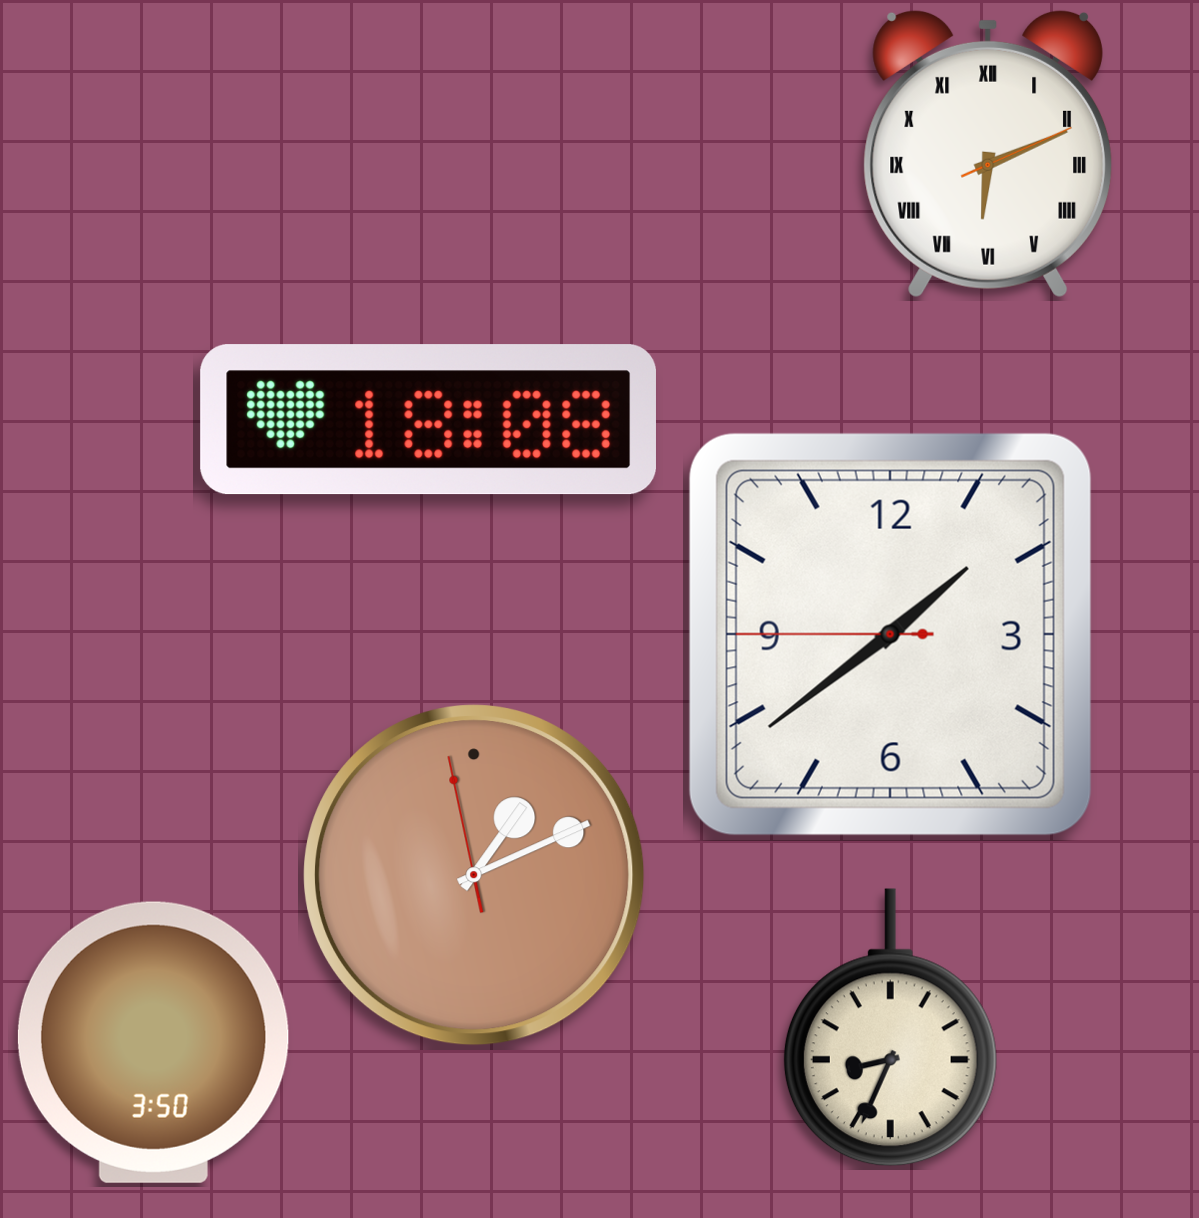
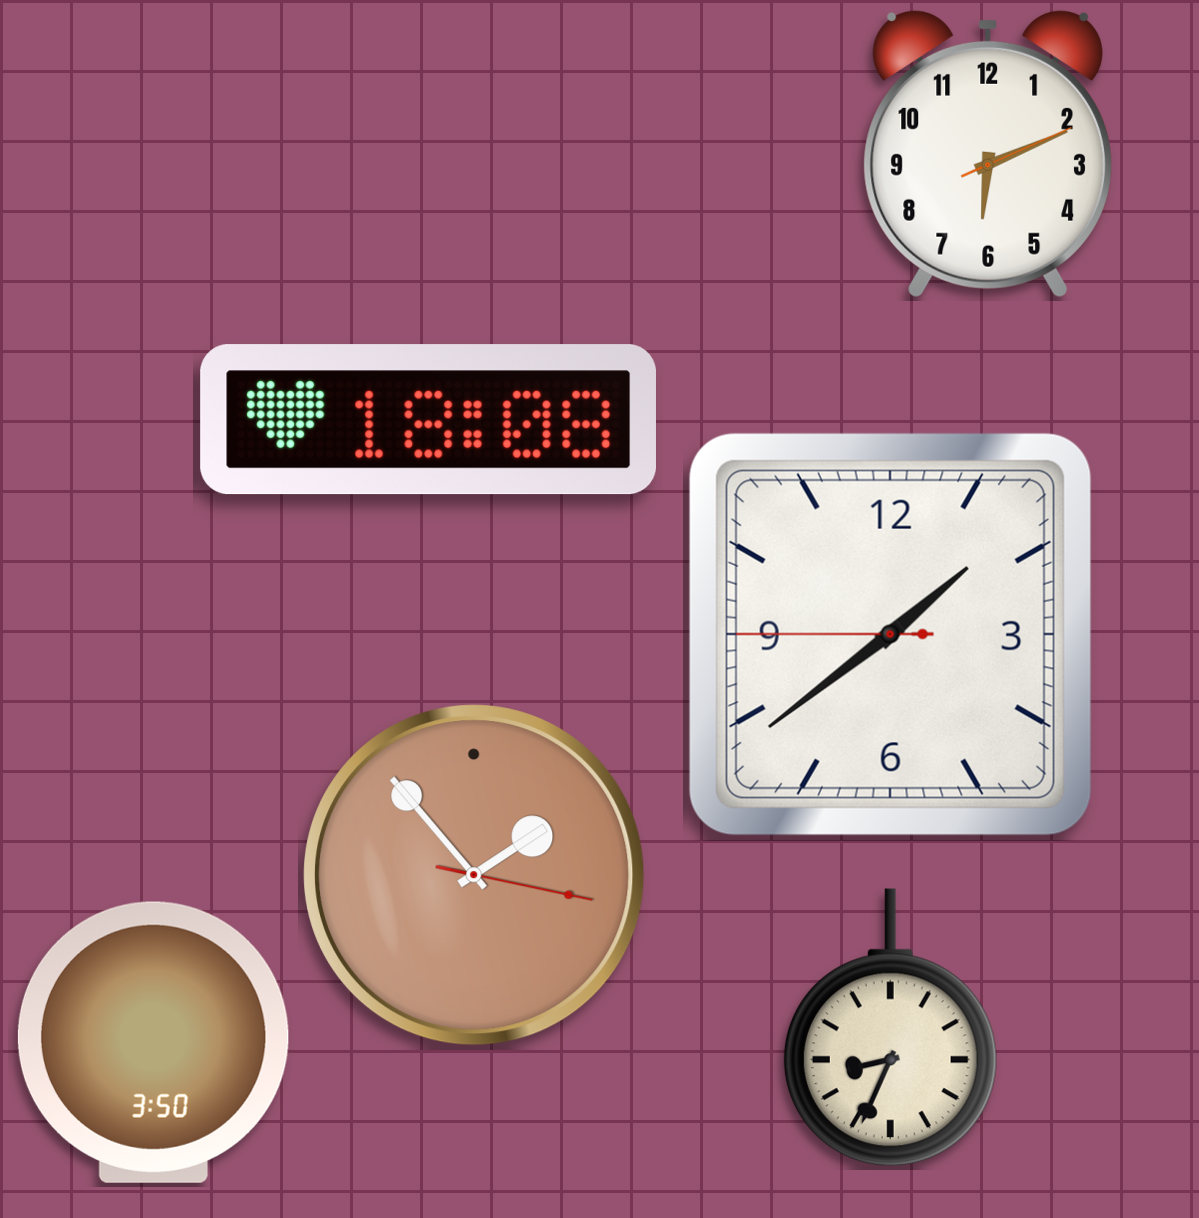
clock at (987, 154) numerals: Roman -> Arabic
clock at (474, 875): 1:10 -> 1:53
